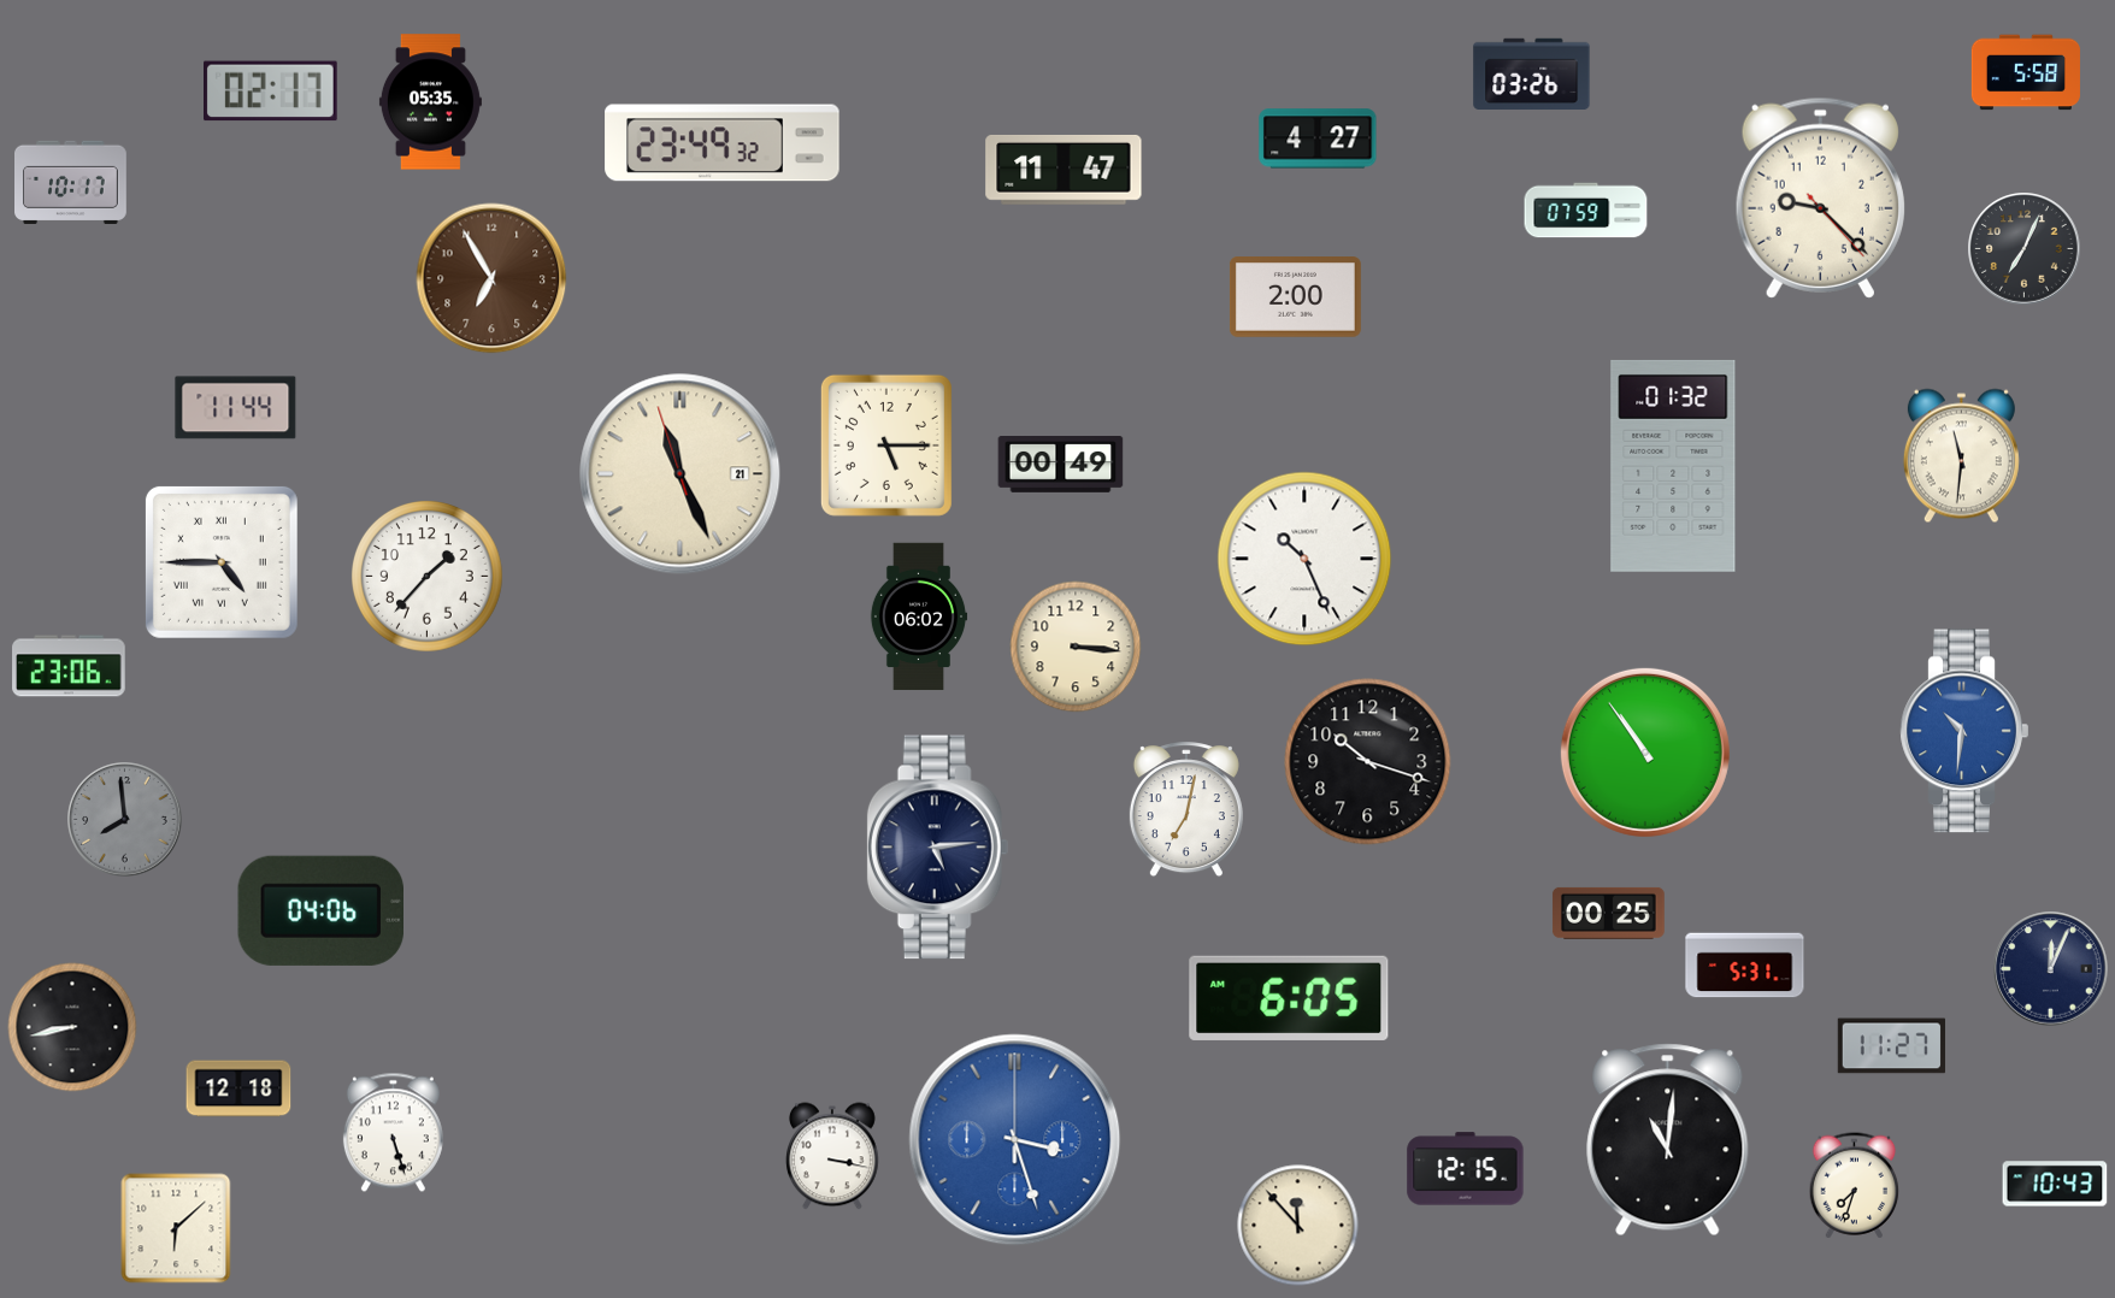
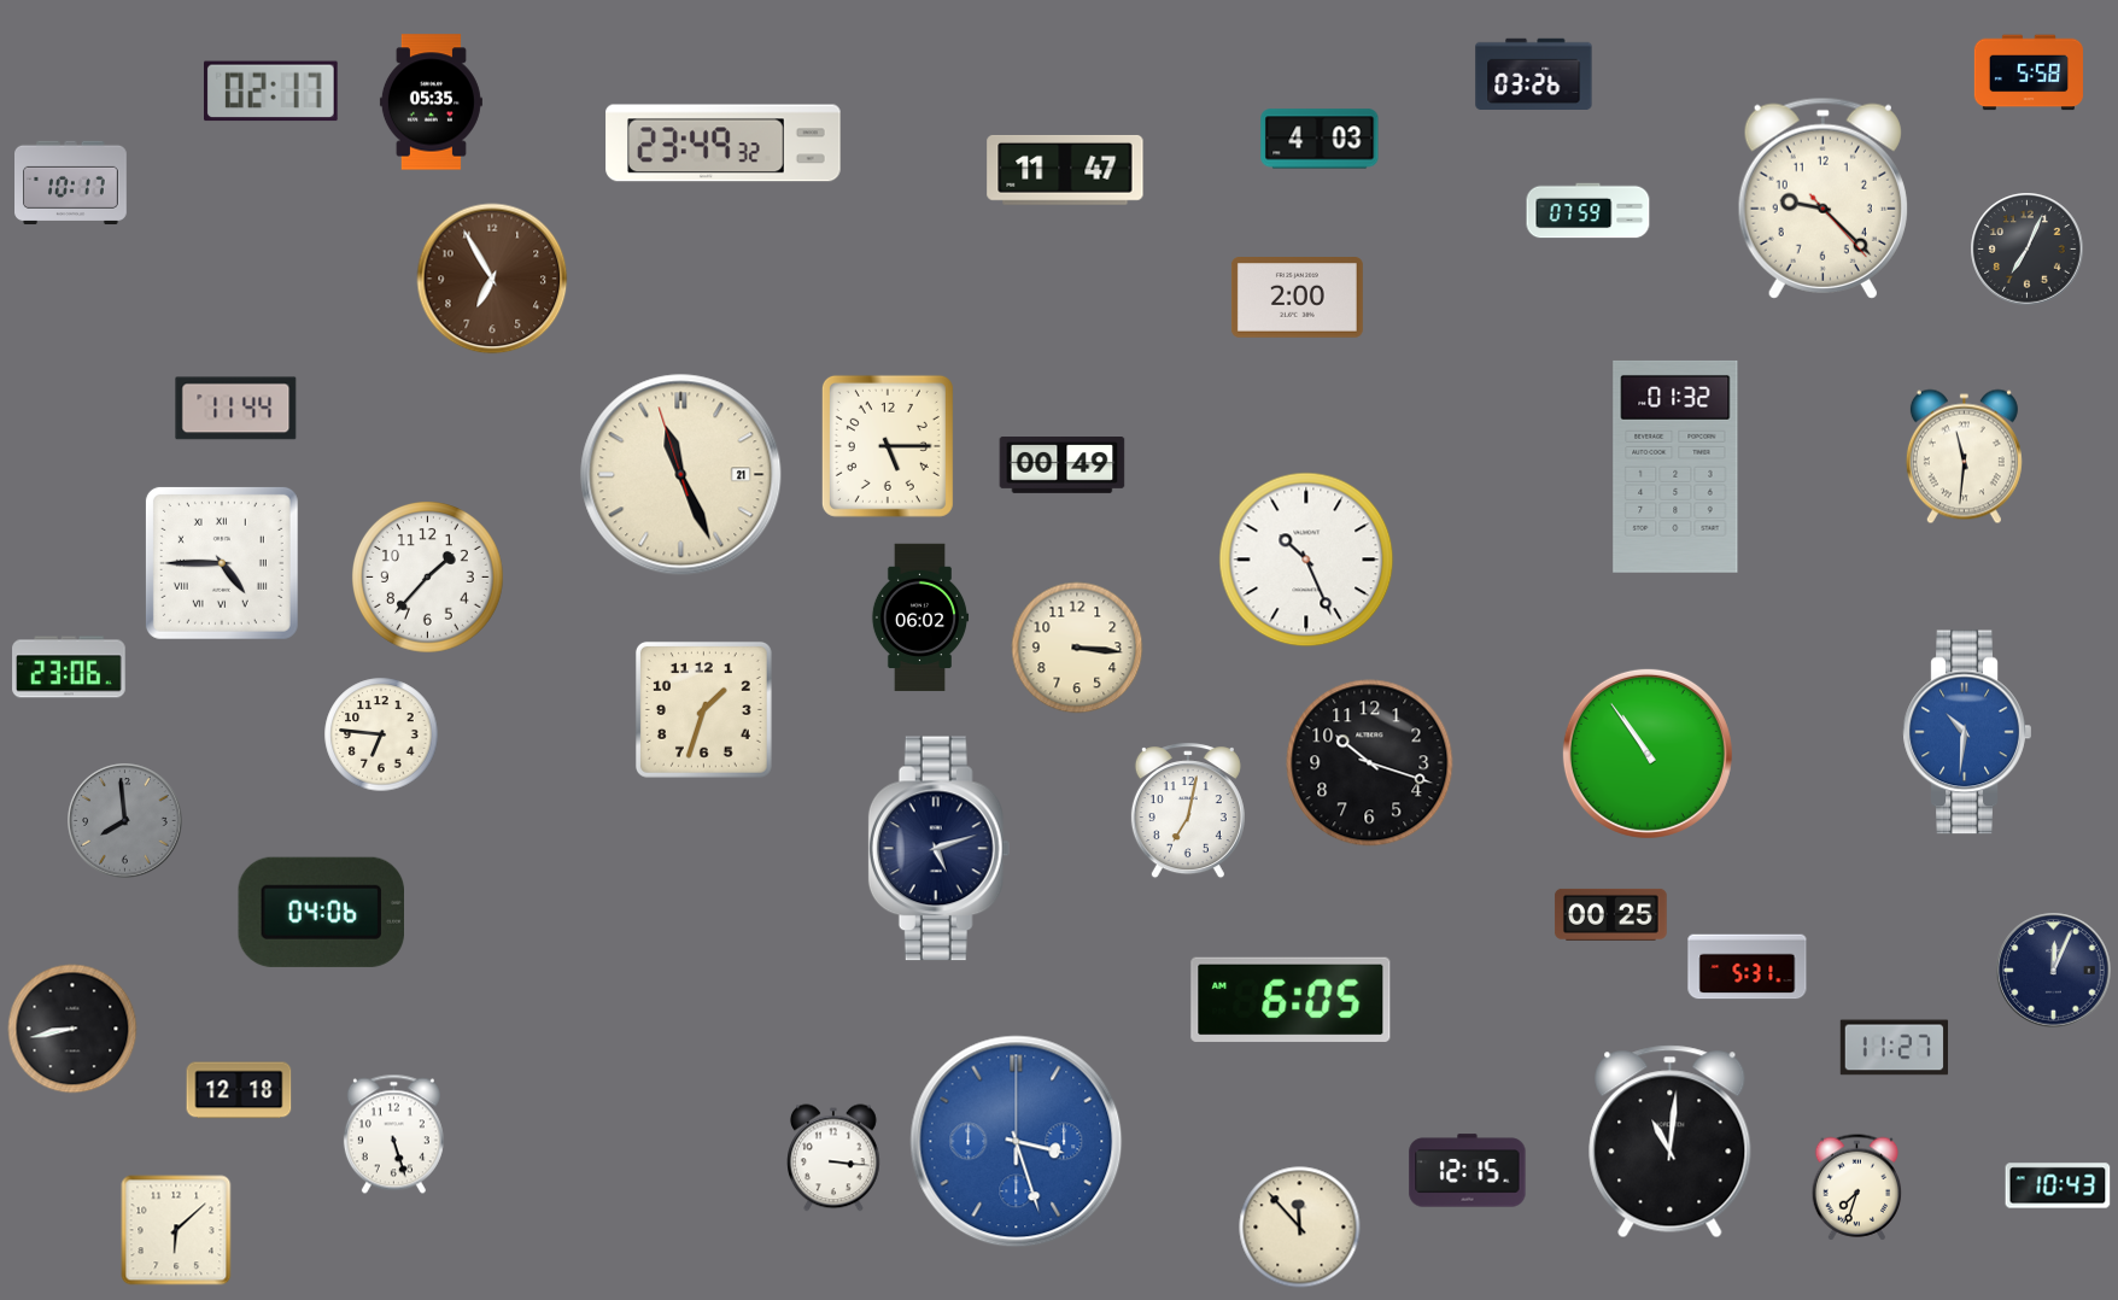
clock at (1318, 138): 4:27 -> 4:03
clock at (703, 709): none -> 1:33
clock at (381, 734): none -> 6:46
clock at (938, 848): 5:14 -> 5:12
clock at (833, 1156): 3:17 -> 3:16
